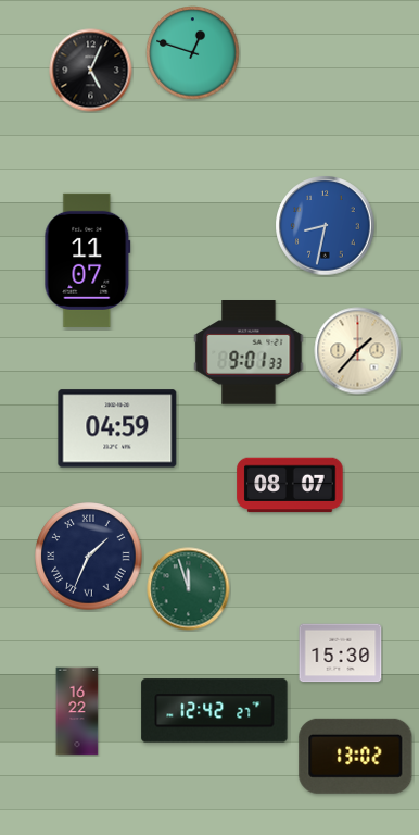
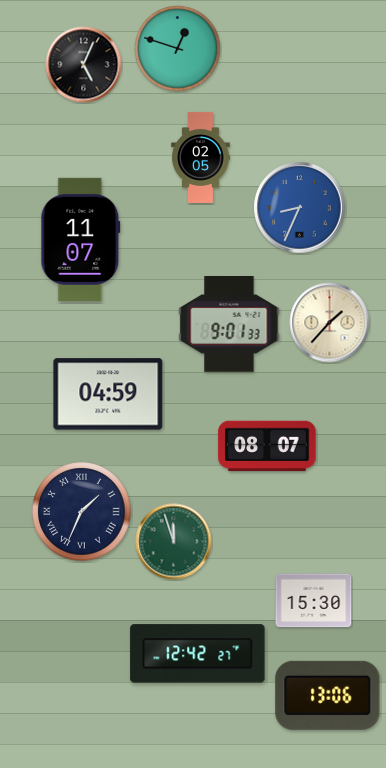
clock at (201, 157): none -> 02:05
clock at (326, 226): 8:32 -> 8:34
clock at (77, 711): 16:22 -> none
clock at (356, 756): 13:02 -> 13:06
